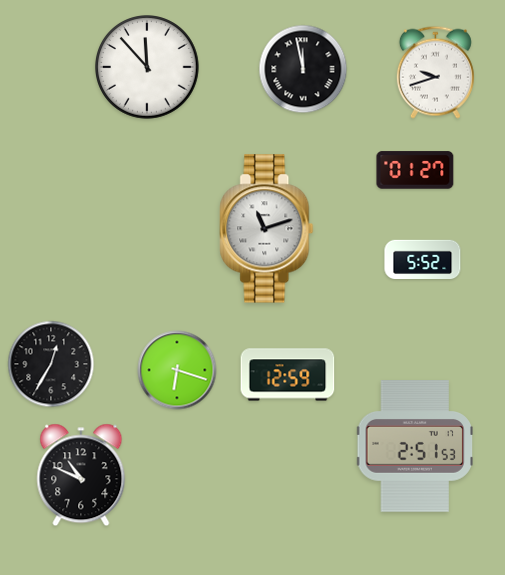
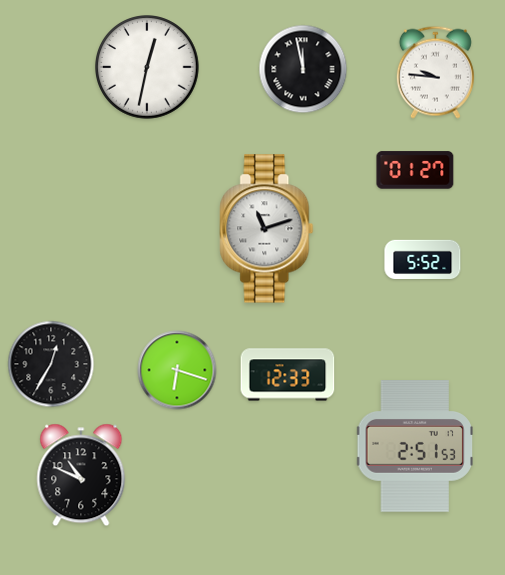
clock at (148, 68): 11:53 -> 12:32
clock at (435, 72): 9:42 -> 9:46
clock at (288, 375): 12:59 -> 12:33
